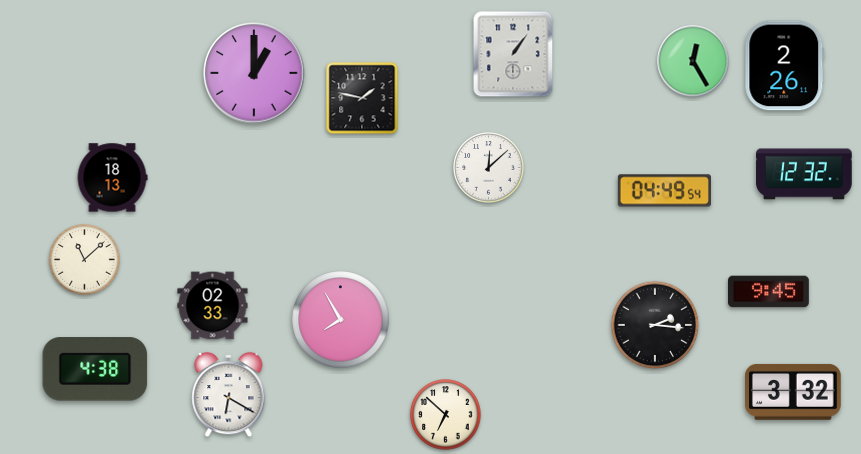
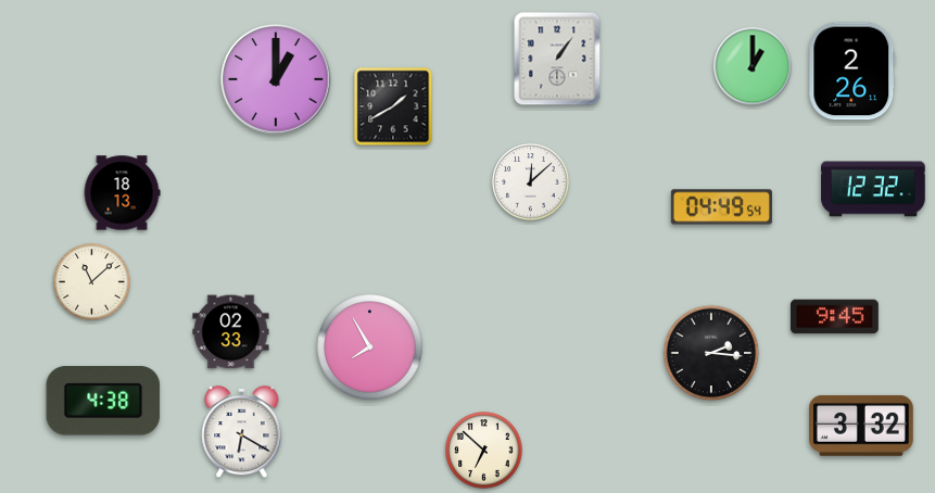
clock at (693, 61): 12:25 -> 1:00
clock at (362, 98): 1:47 -> 1:40
clock at (229, 395) position: (229, 395) -> (242, 432)
